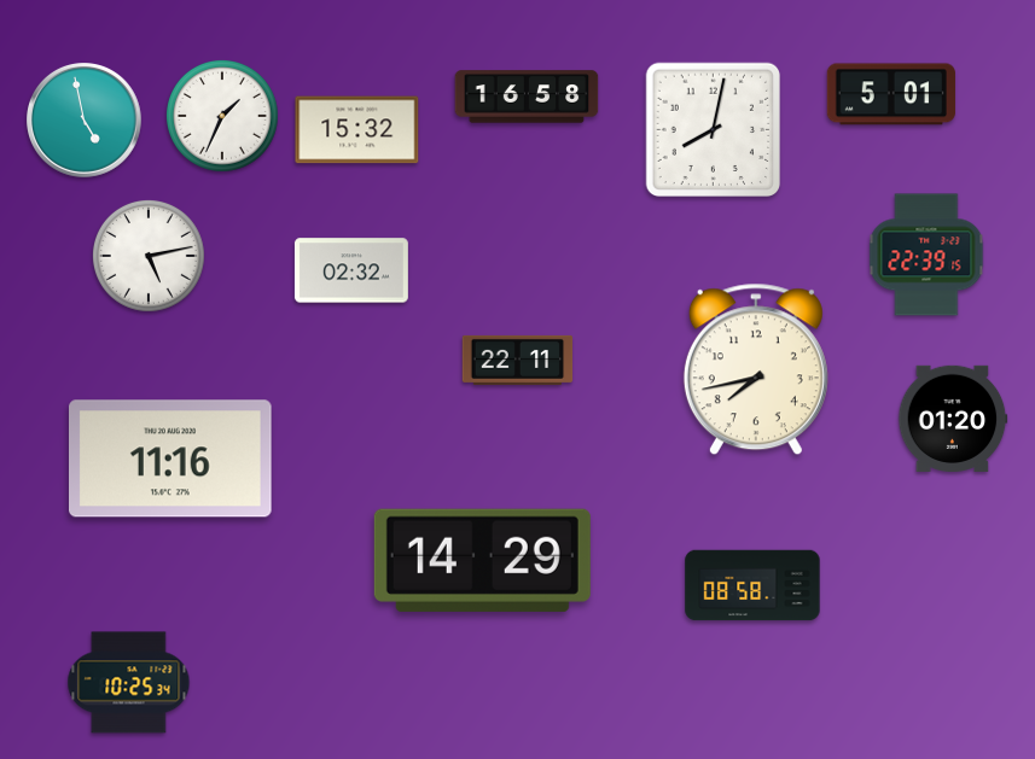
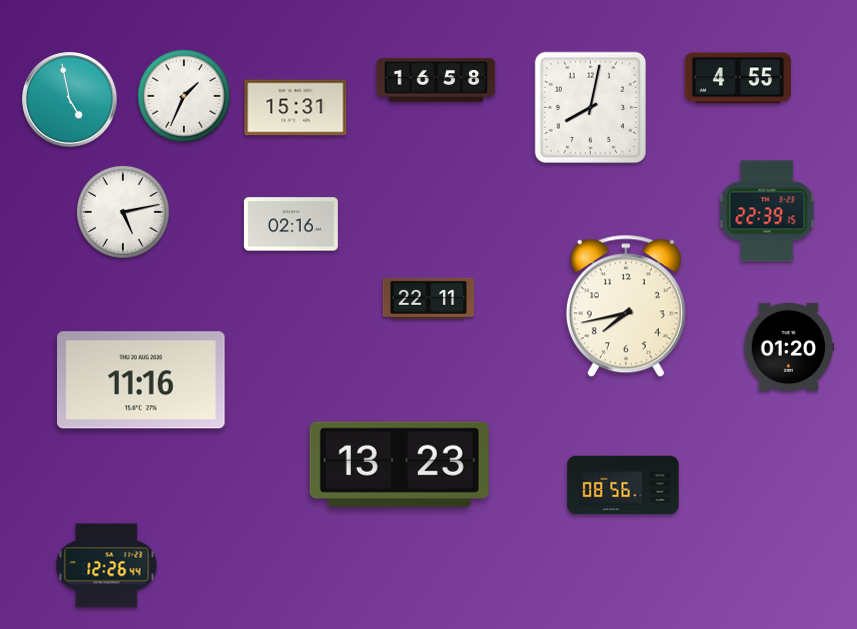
clock at (891, 94): 5:01 -> 4:55
clock at (357, 130): 15:32 -> 15:31
clock at (351, 270): 02:32 -> 02:16
clock at (482, 560): 14:29 -> 13:23
clock at (752, 585): 08:58 -> 08:56
clock at (129, 683): 10:25 -> 12:26
